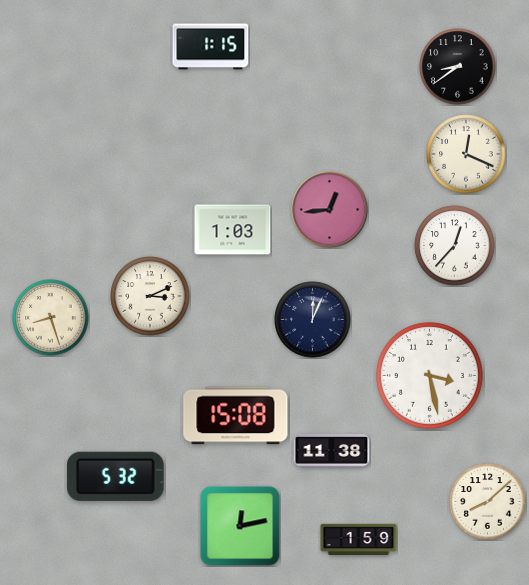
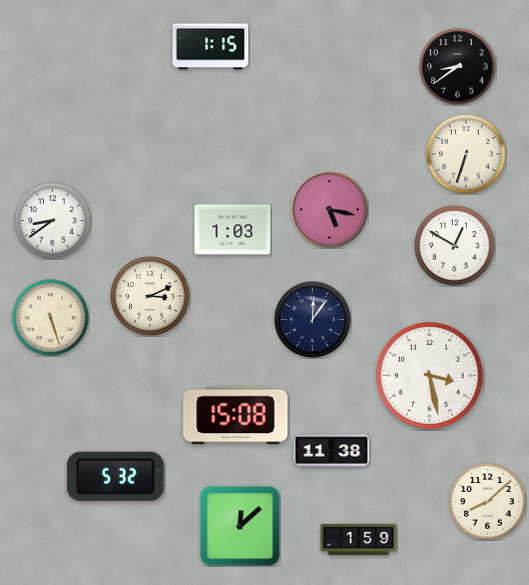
clock at (466, 154): 12:19 -> 6:33
clock at (330, 210): 12:44 -> 5:17
clock at (53, 221): none -> 8:39
clock at (455, 246): 12:37 -> 12:50
clock at (51, 318): 8:27 -> 5:27
clock at (313, 320): 12:04 -> 12:06
clock at (240, 526): 12:13 -> 12:08
